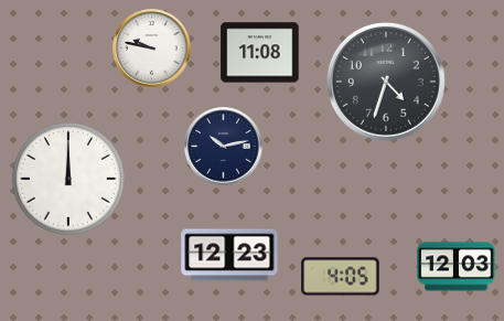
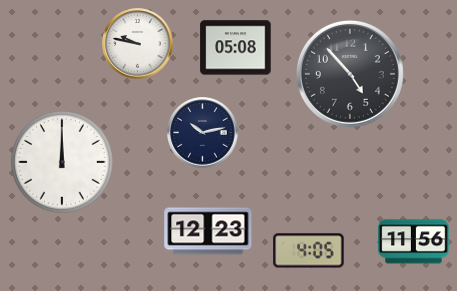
clock at (260, 53): 11:08 -> 05:08
clock at (386, 82): 4:33 -> 4:53
clock at (457, 267): 12:03 -> 11:56
